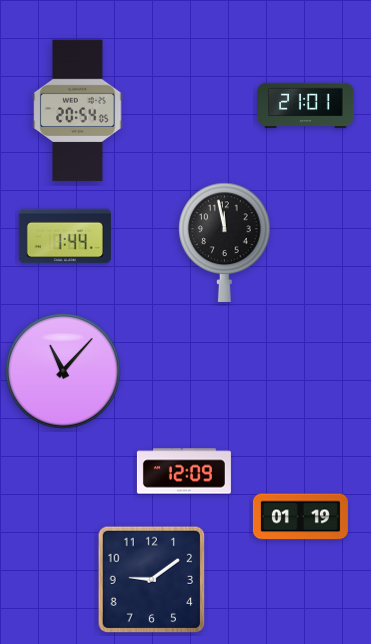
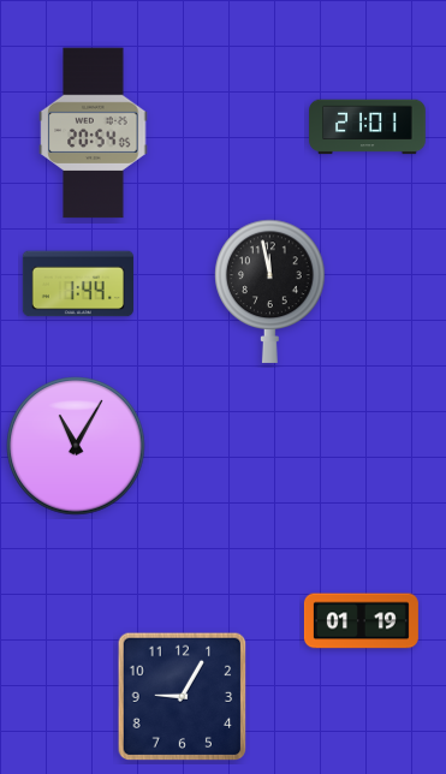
clock at (63, 371): 11:07 -> 11:05
clock at (184, 471): 12:09 -> none
clock at (152, 580): 9:09 -> 9:05
